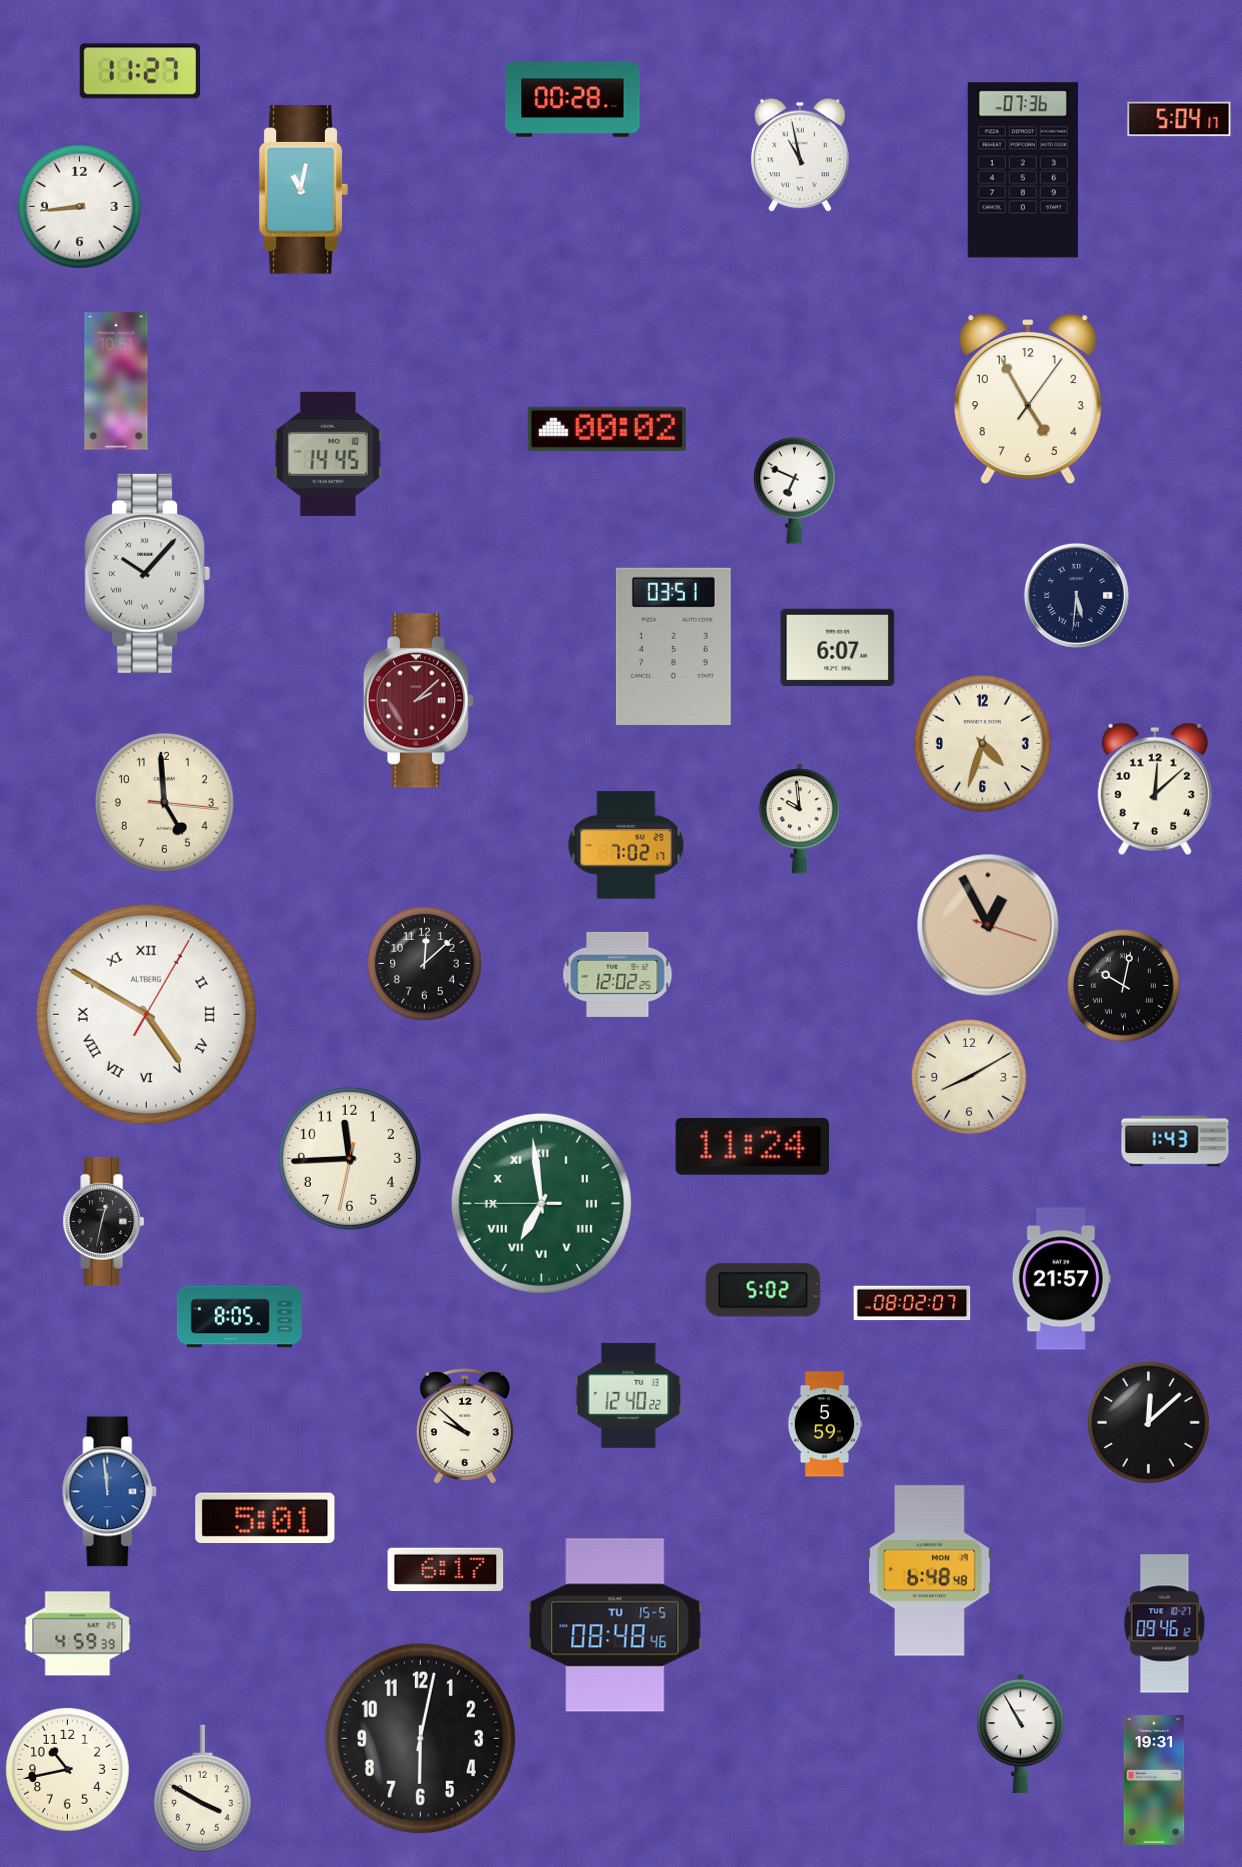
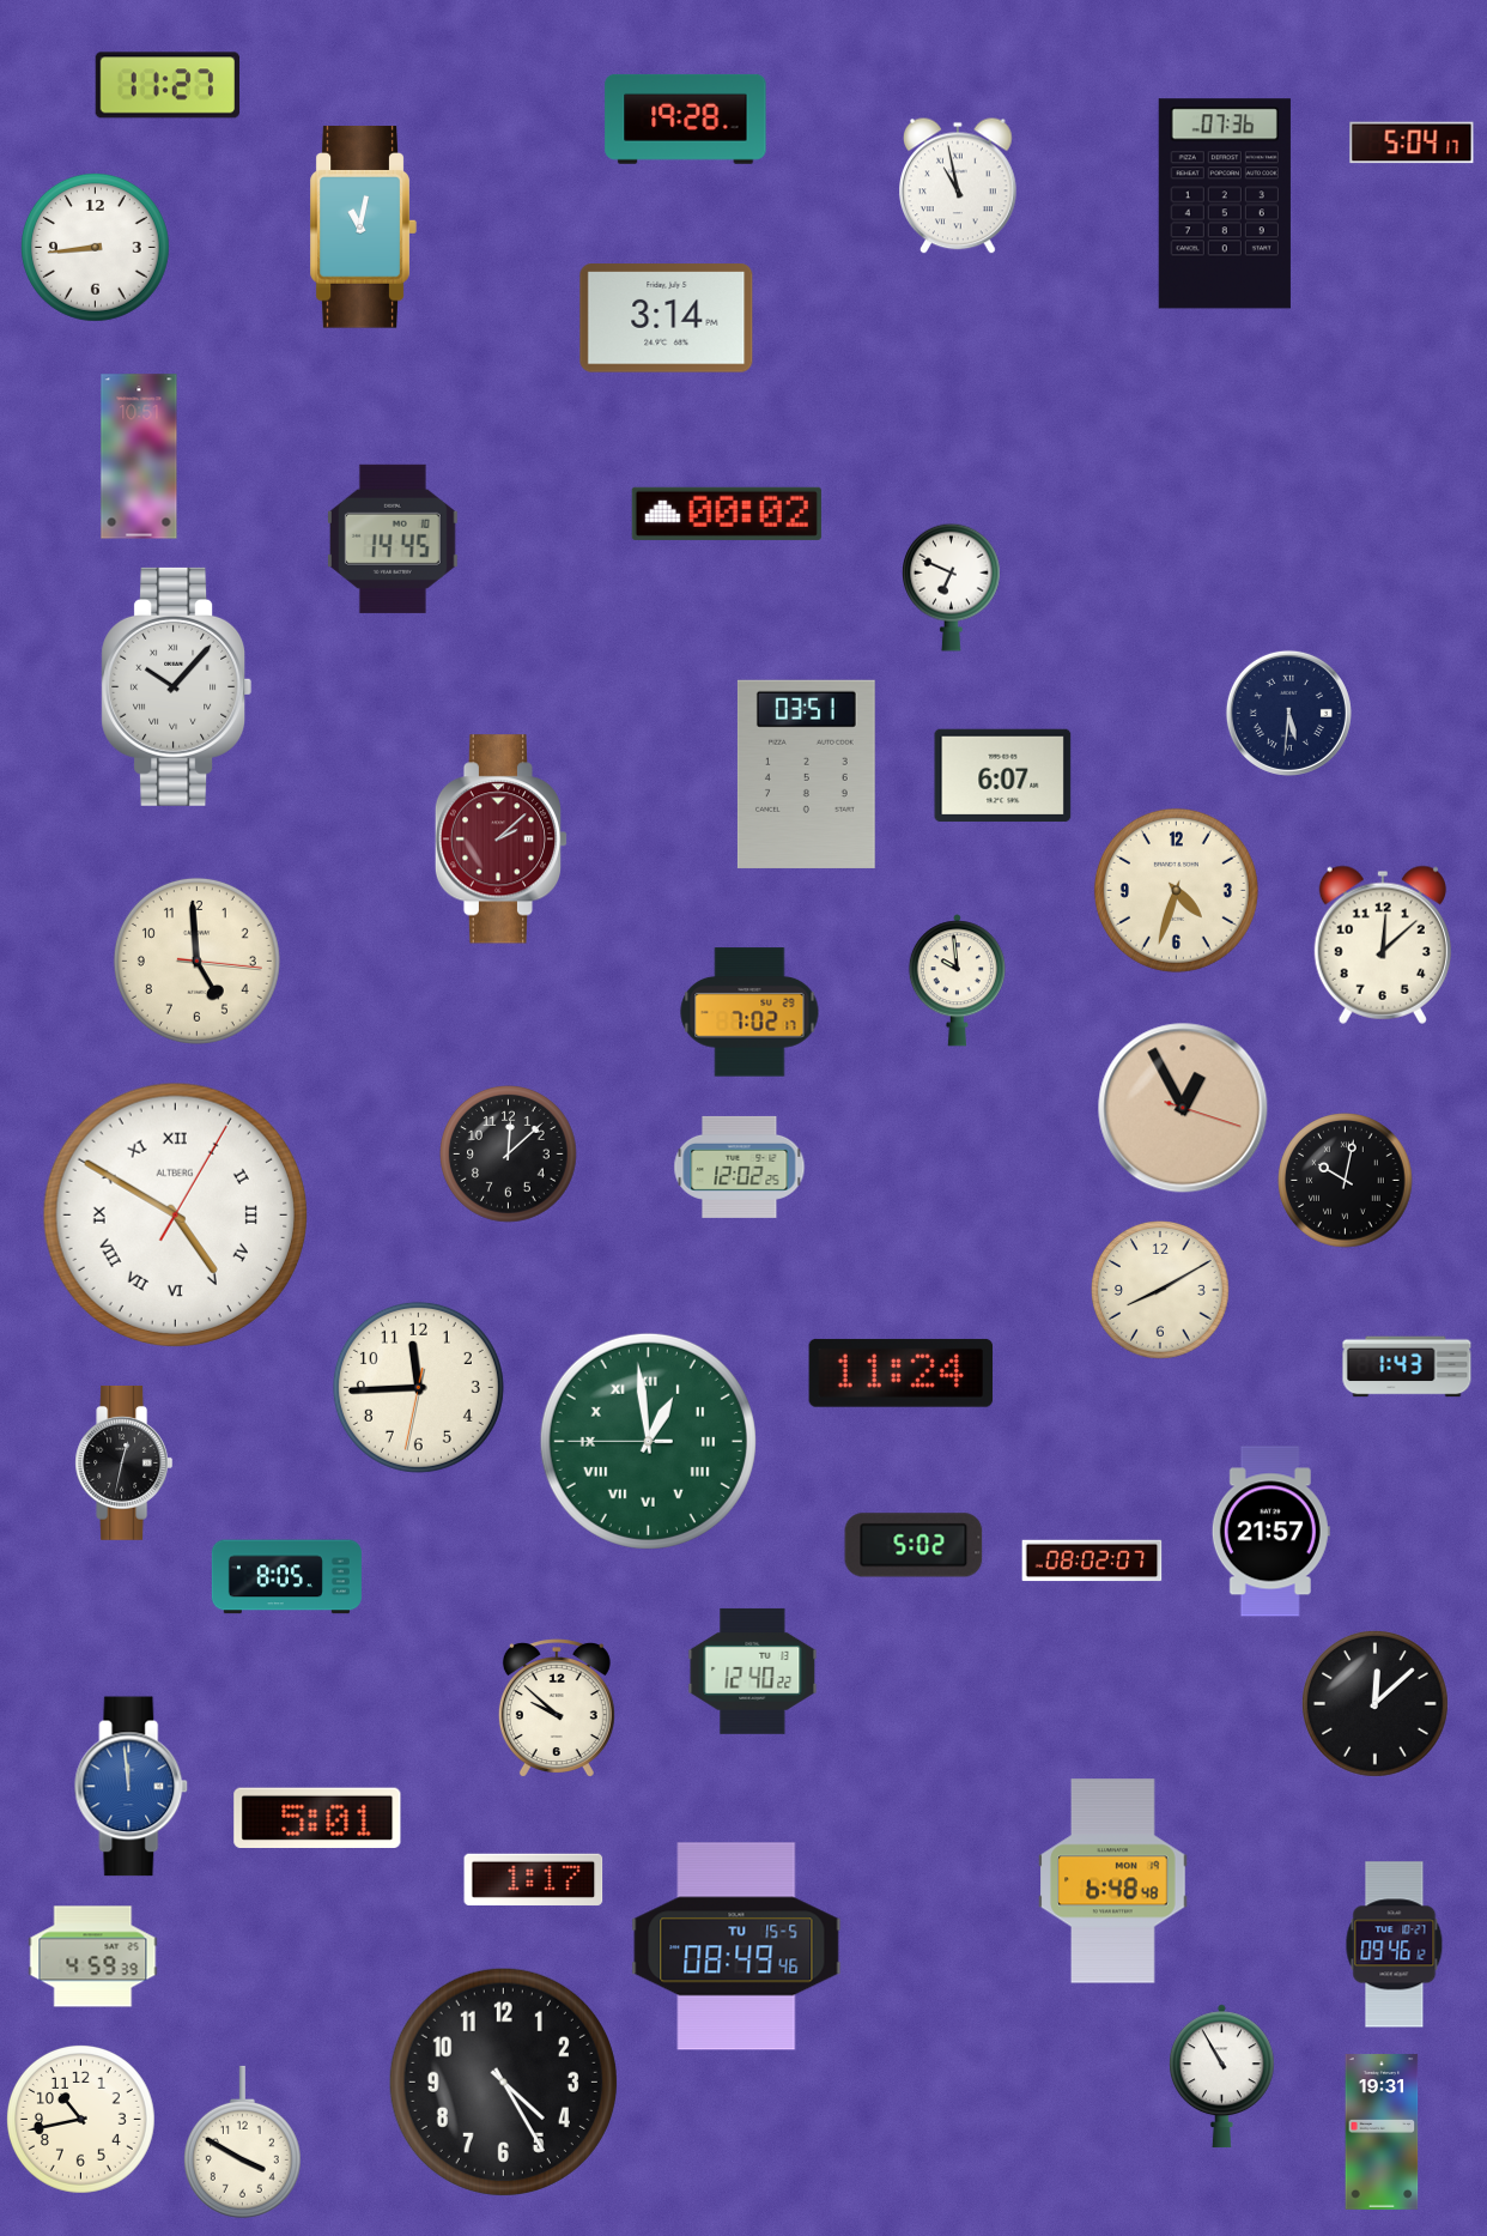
clock at (573, 99): 00:28 -> 19:28
clock at (667, 319): none -> 3:14
clock at (1028, 399): 4:55 -> none
clock at (328, 454) position: (328, 454) -> (393, 539)
clock at (541, 1203): 6:58 -> 12:58
clock at (825, 1424): 5:59 -> none
clock at (446, 1569): 6:17 -> 1:17
clock at (615, 1625): 08:48 -> 08:49
clock at (420, 1738): 6:02 -> 4:25
